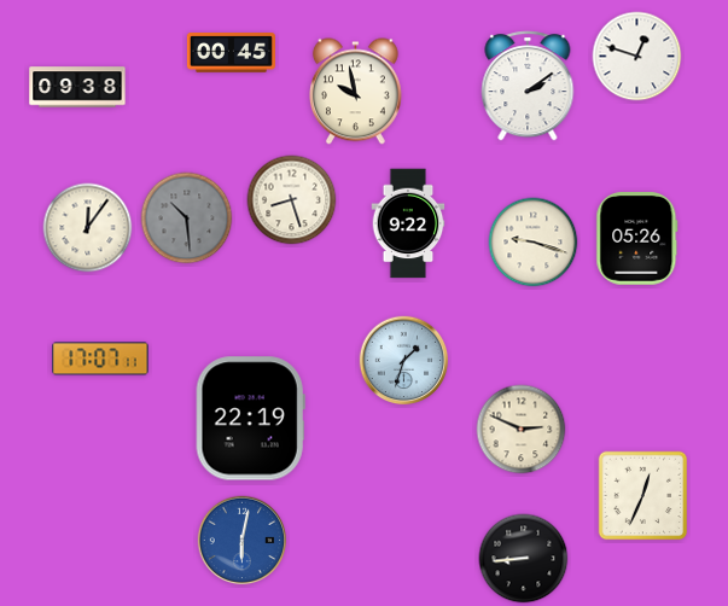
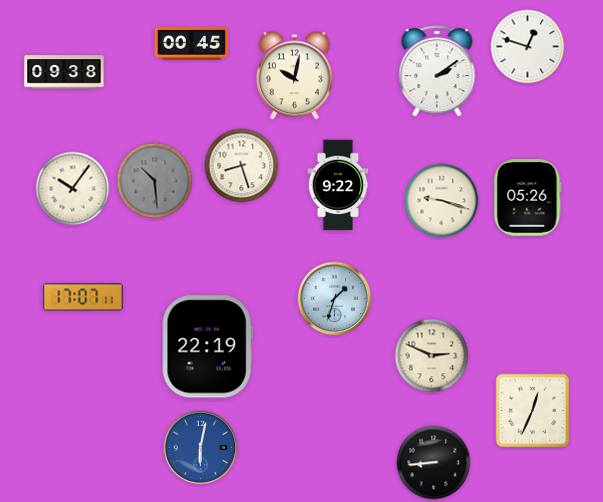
clock at (355, 92): 9:58 -> 10:02
clock at (88, 228): 12:06 -> 10:06
